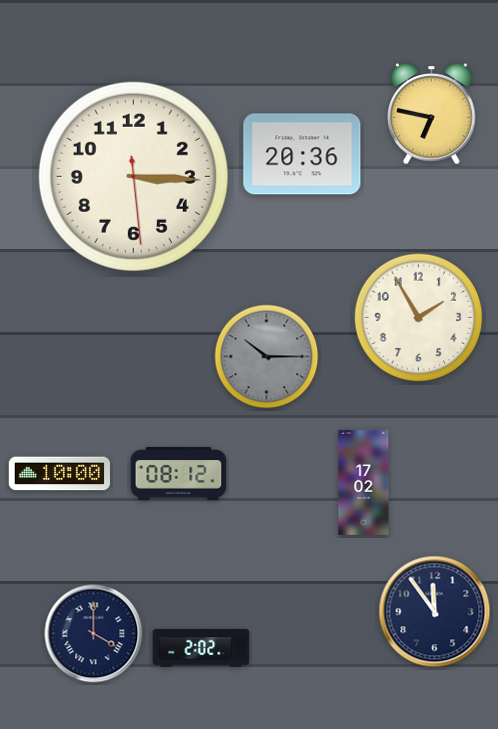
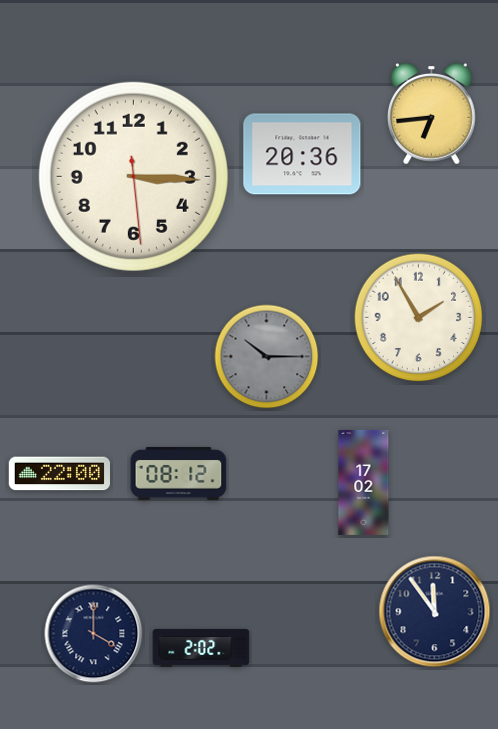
clock at (432, 114): 6:47 -> 6:44
clock at (59, 474): 10:00 -> 22:00
